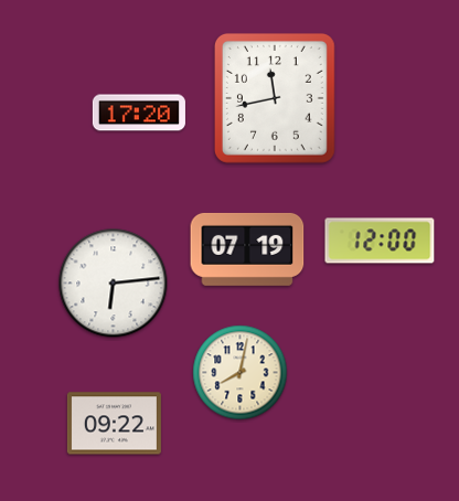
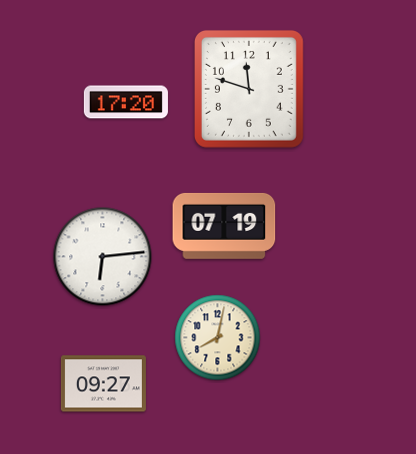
clock at (275, 98): 11:43 -> 11:48
clock at (380, 241): 12:00 -> none
clock at (114, 424): 09:22 -> 09:27
